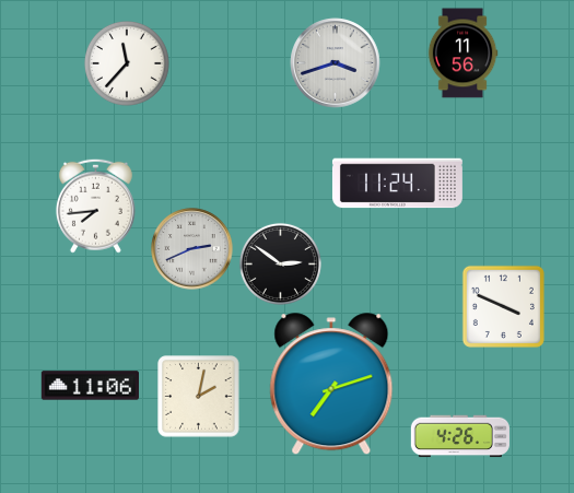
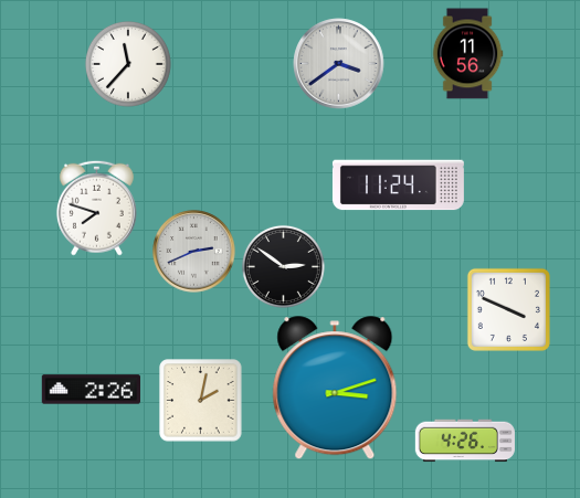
clock at (336, 63): 3:42 -> 3:39
clock at (397, 184) position: (397, 184) -> (398, 186)
clock at (95, 206): 7:44 -> 7:48
clock at (331, 385): 7:12 -> 3:12
clock at (90, 386): 11:06 -> 2:26
